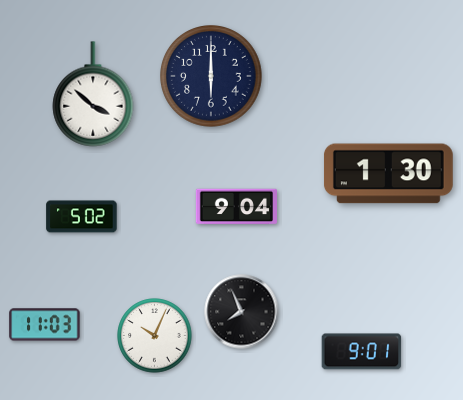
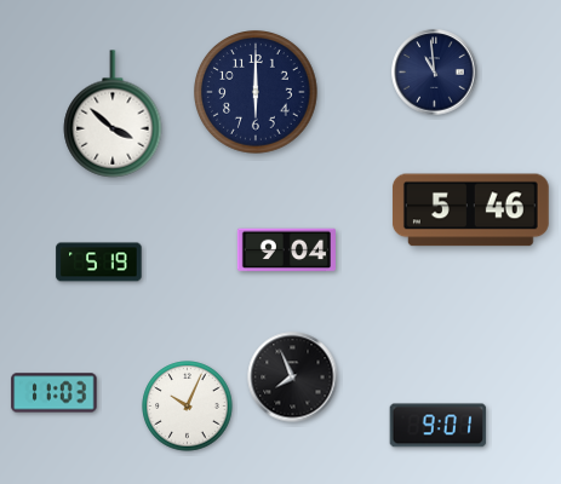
clock at (435, 73): none -> 10:59
clock at (388, 174): 1:30 -> 5:46
clock at (82, 217): 5:02 -> 5:19
